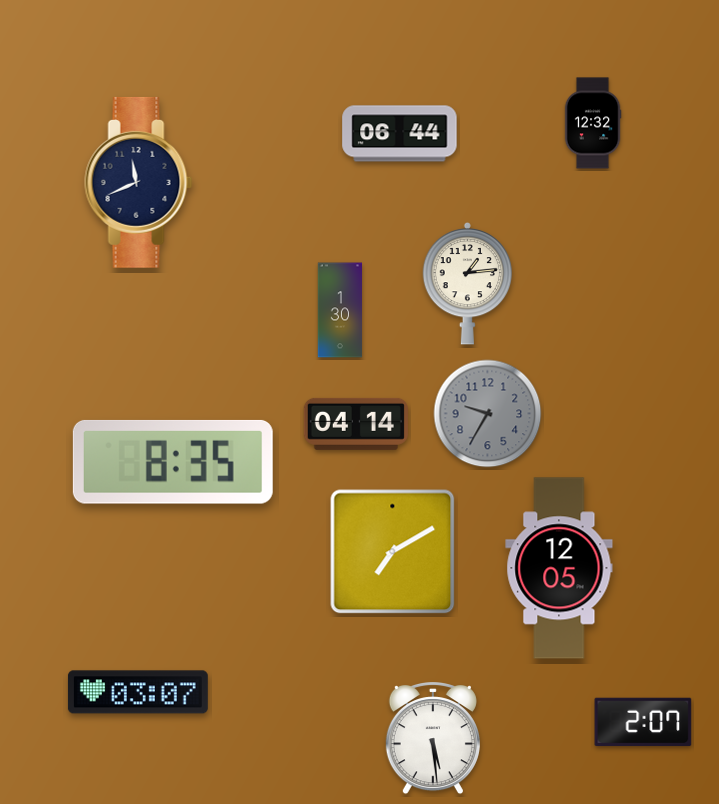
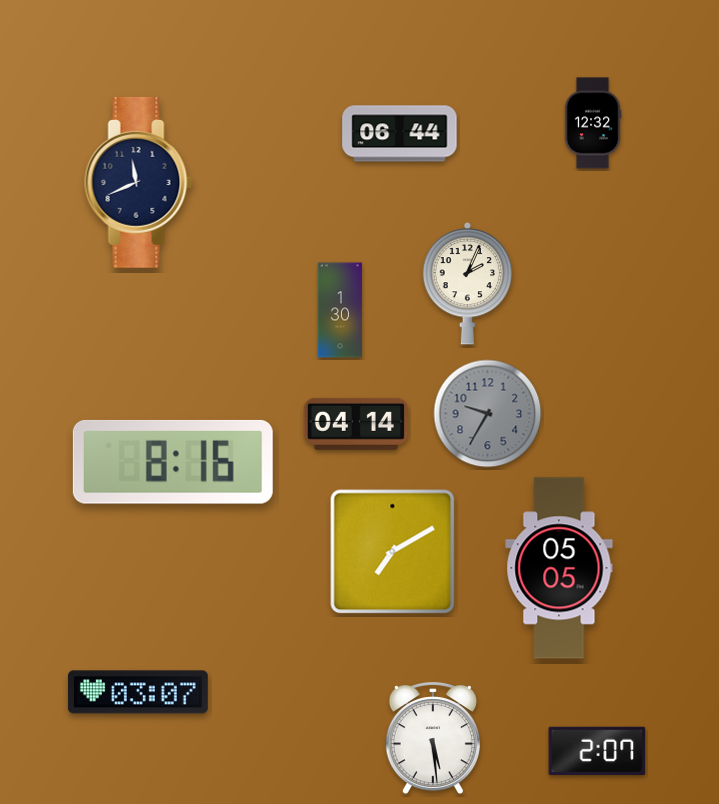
clock at (468, 283): 1:14 -> 2:04
clock at (173, 462): 8:35 -> 8:16
clock at (559, 568): 12:05 -> 05:05
clock at (643, 722) position: (643, 722) -> (597, 751)
